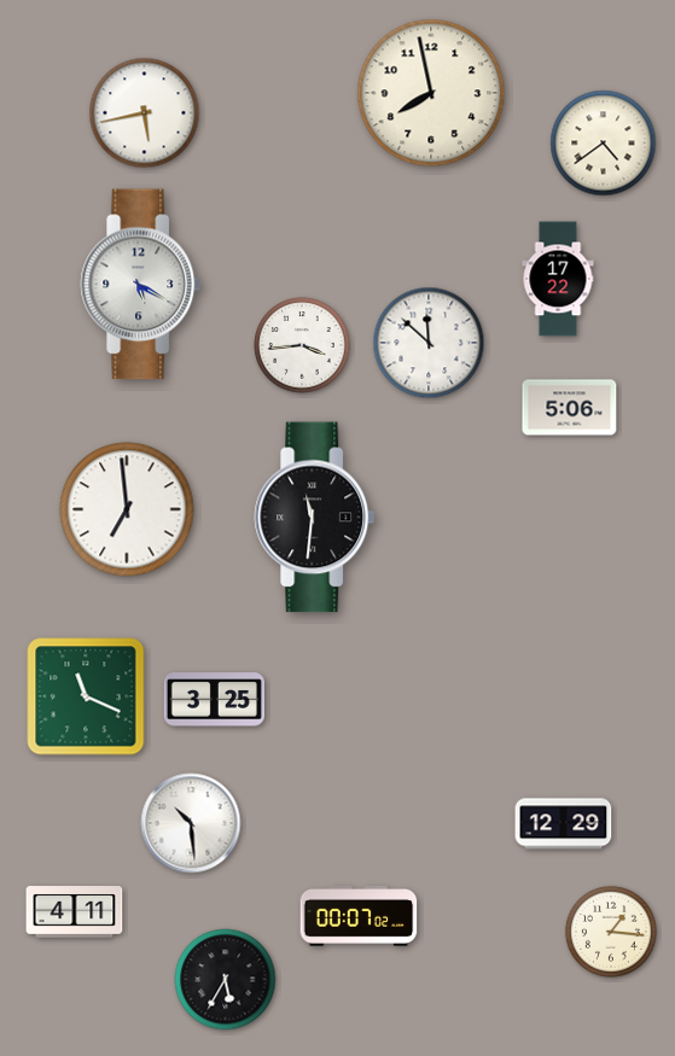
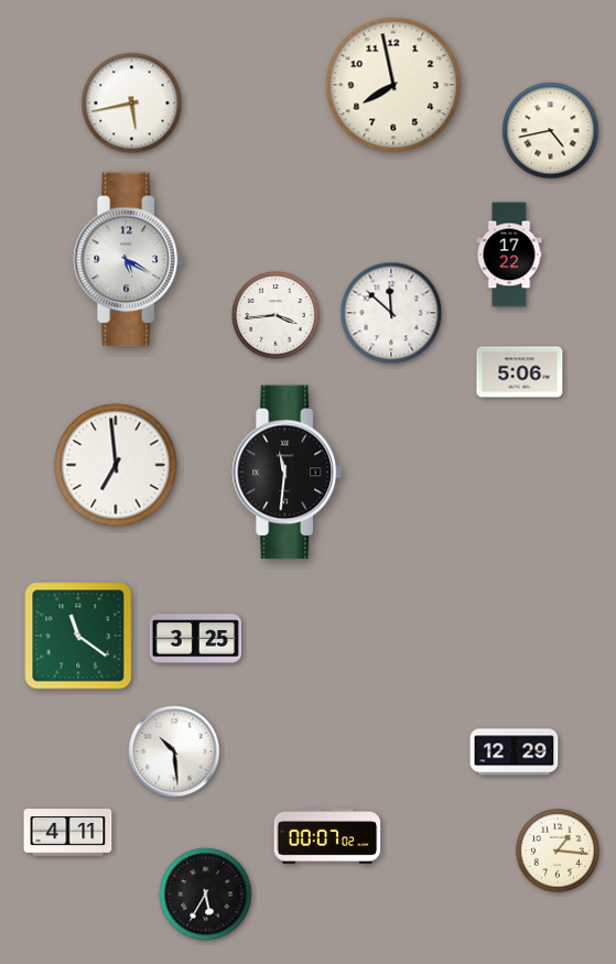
clock at (604, 144): 4:39 -> 4:43
clock at (86, 696): 11:19 -> 11:21
